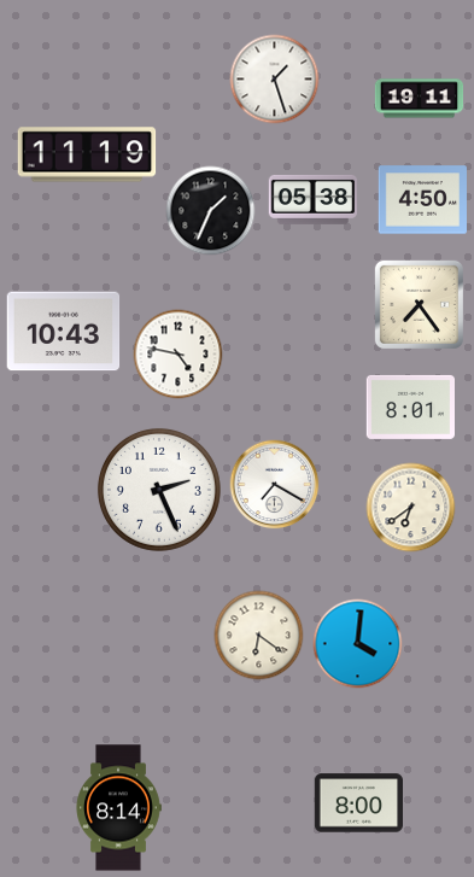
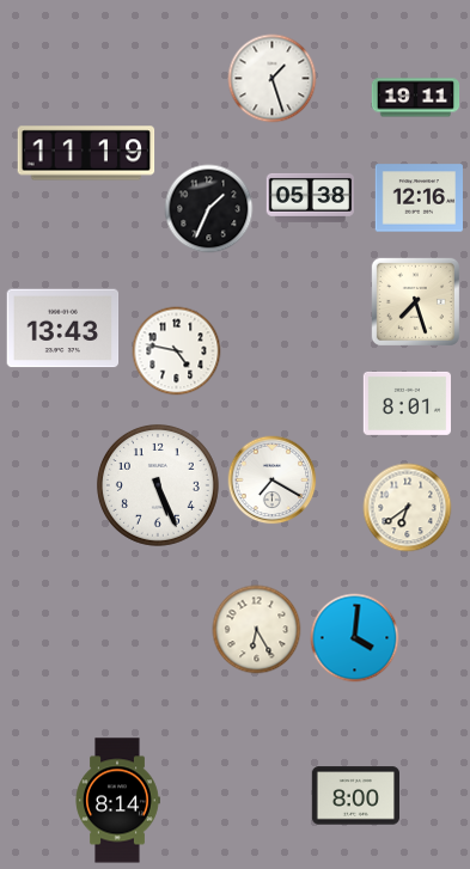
clock at (422, 200): 4:50 -> 12:16
clock at (419, 304): 7:24 -> 7:27
clock at (64, 332): 10:43 -> 13:43
clock at (159, 490): 2:26 -> 5:26
clock at (411, 508) position: (411, 508) -> (408, 508)
clock at (259, 636): 6:21 -> 6:25
